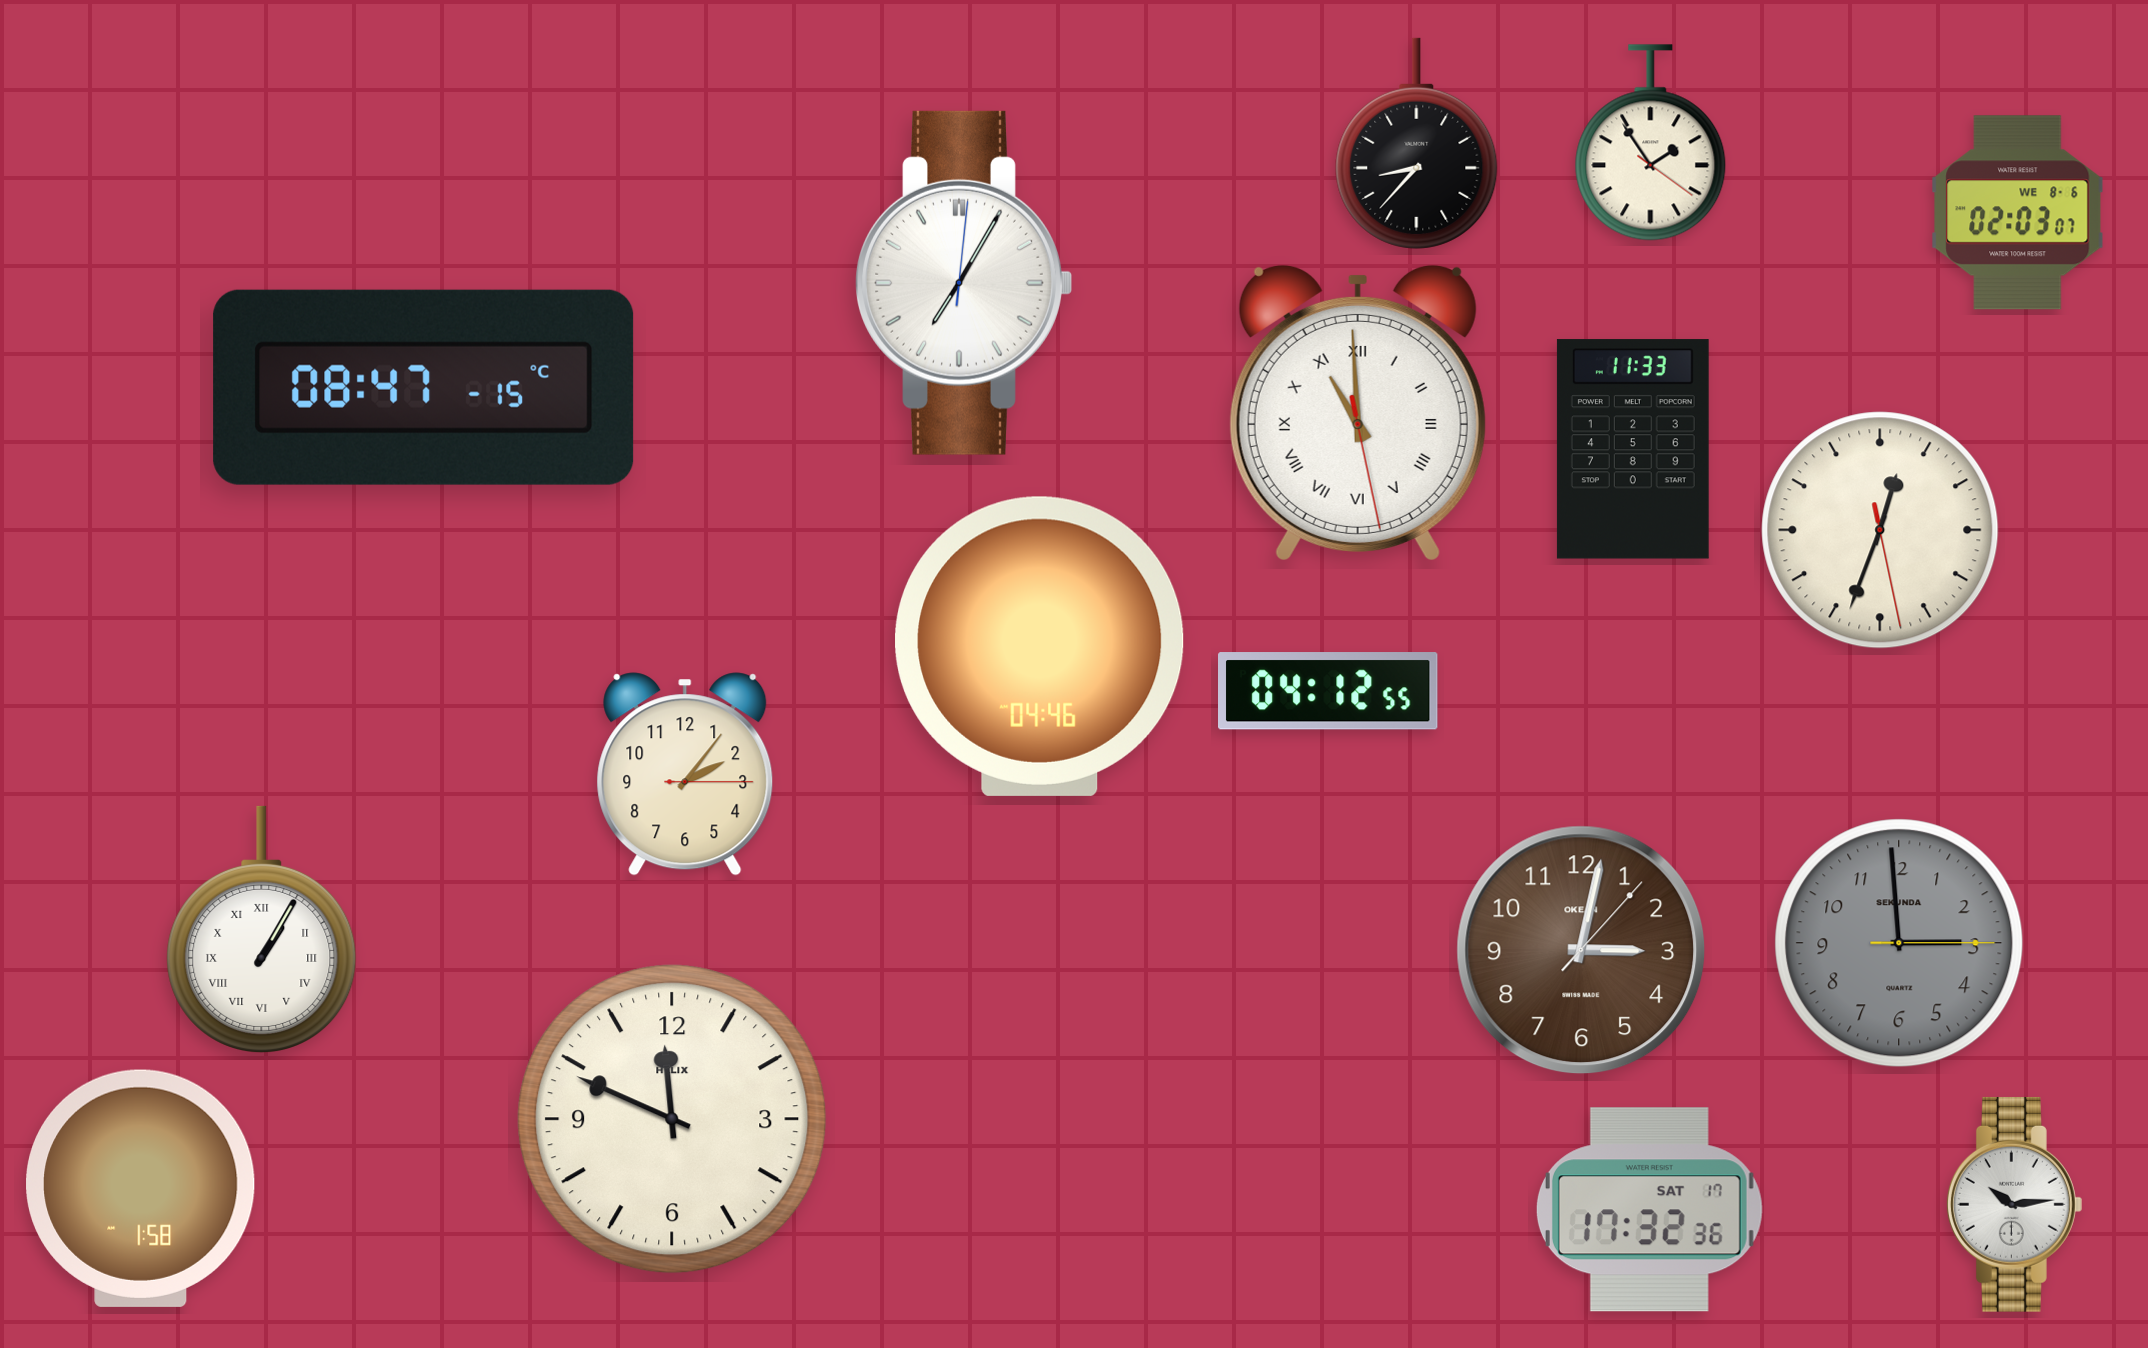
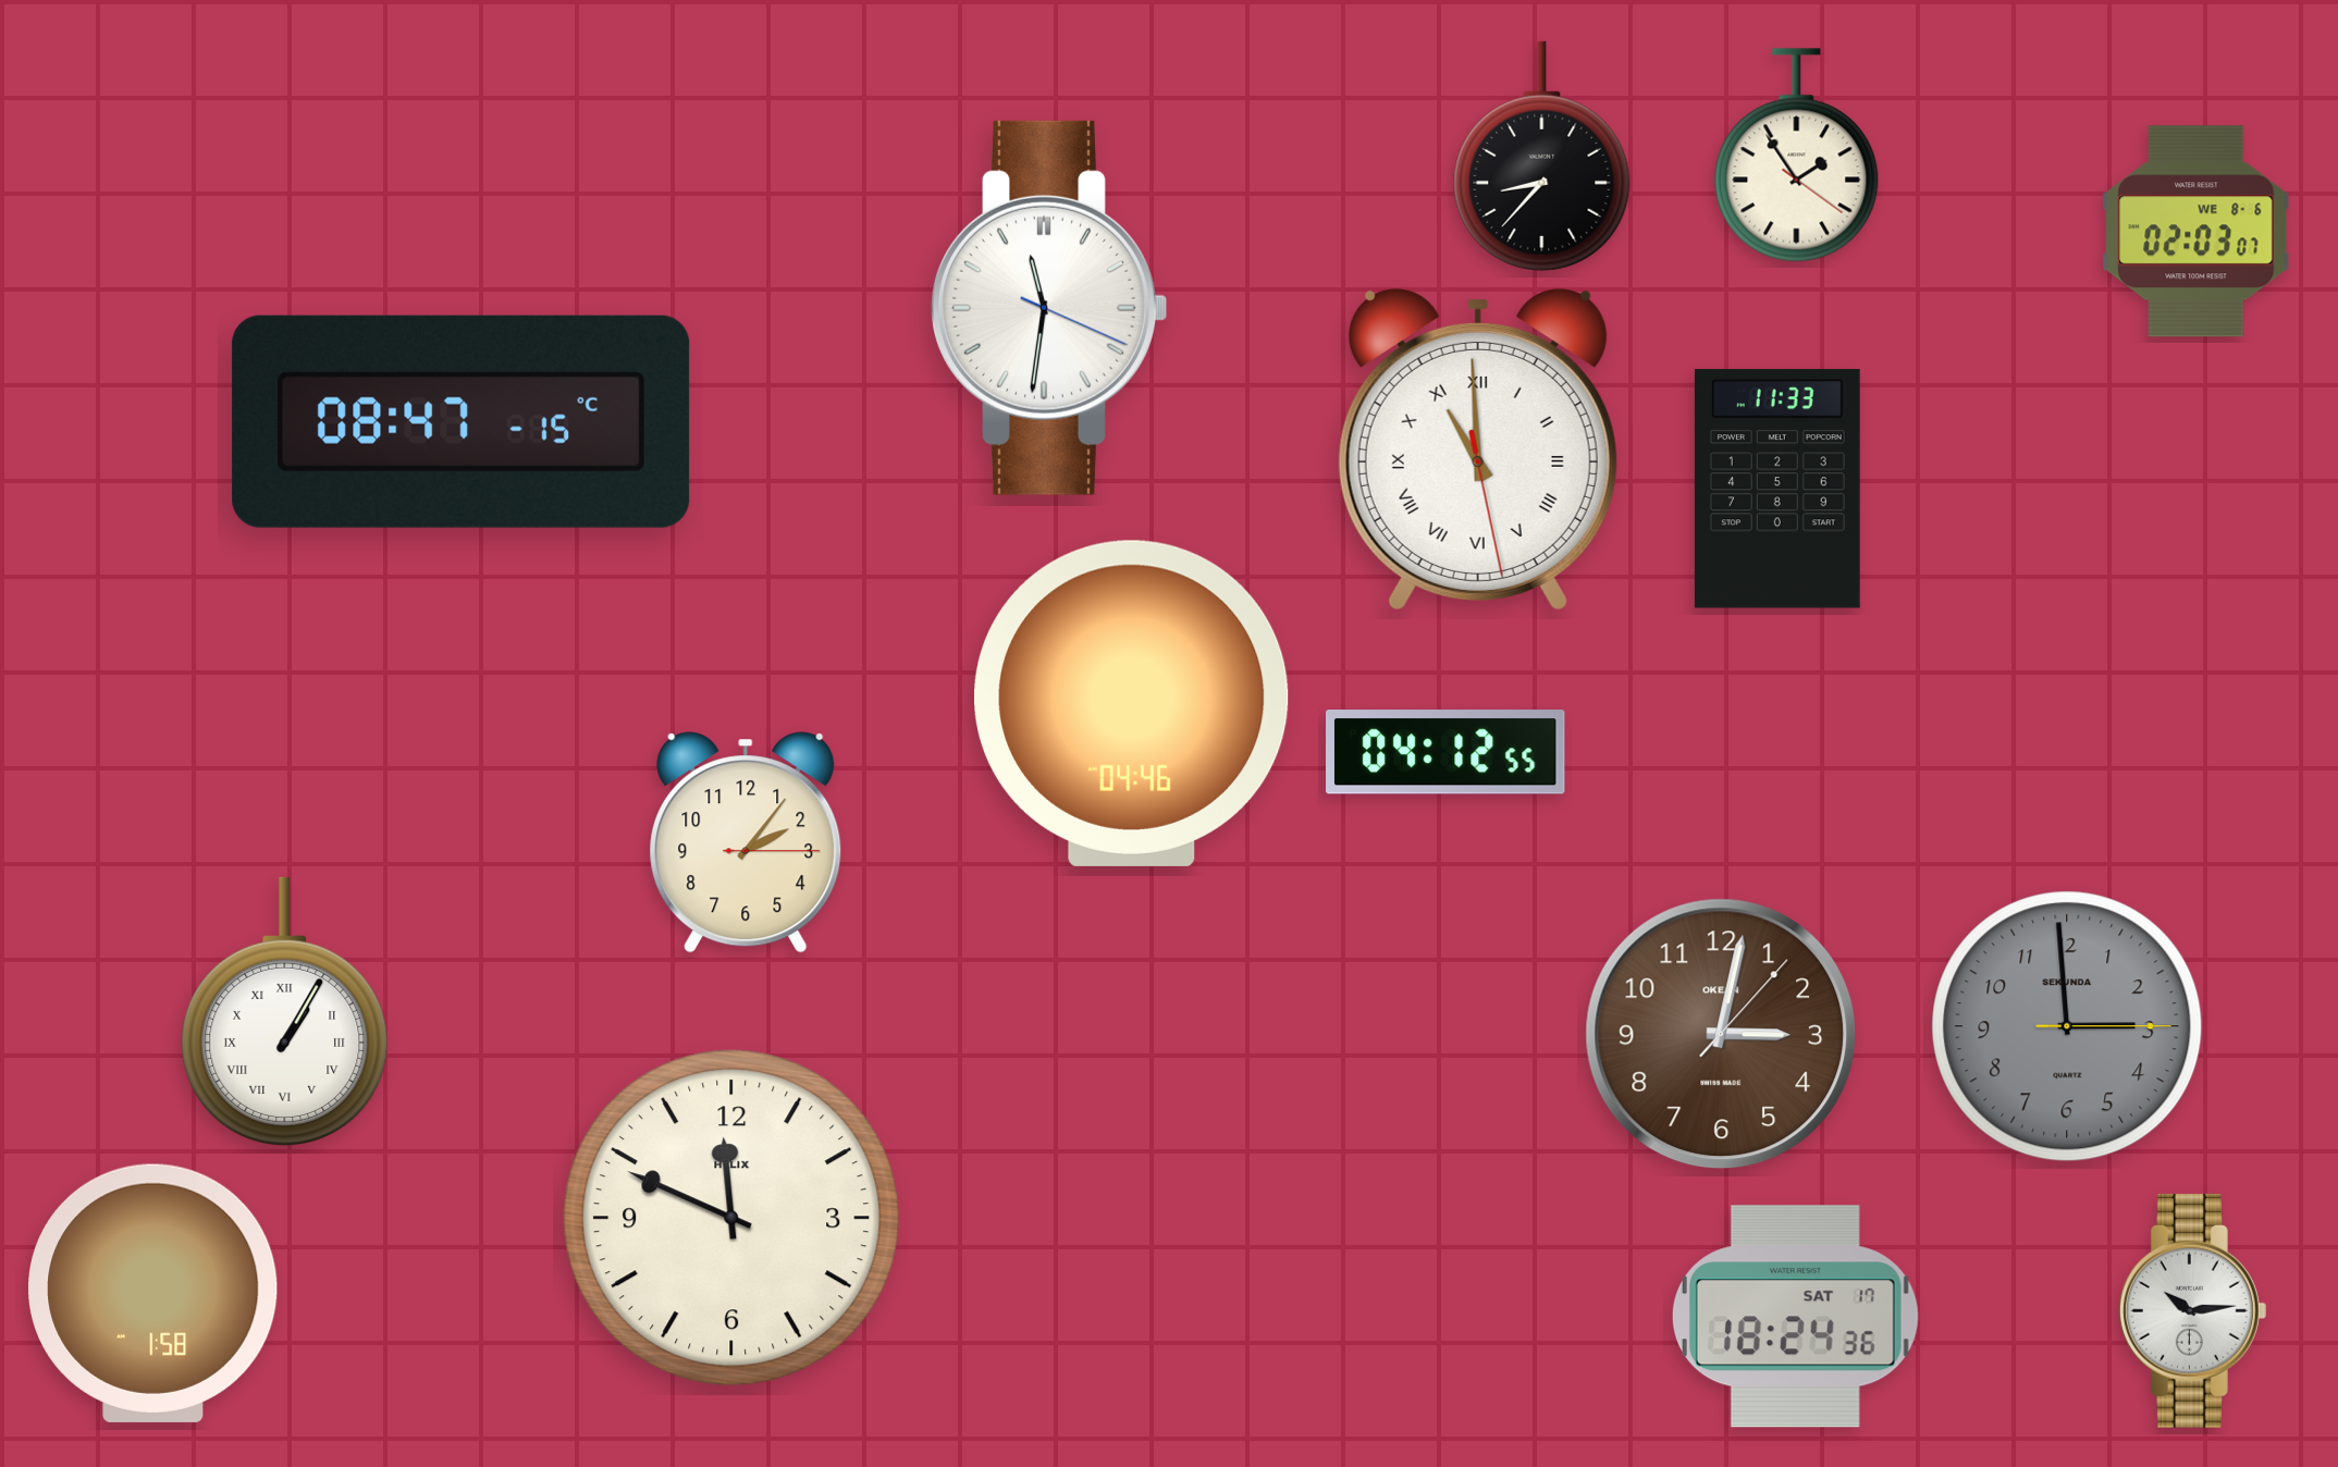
clock at (964, 283): 7:05 -> 11:31
clock at (1880, 530): 12:33 -> none
clock at (1649, 1210): 17:32 -> 18:24
